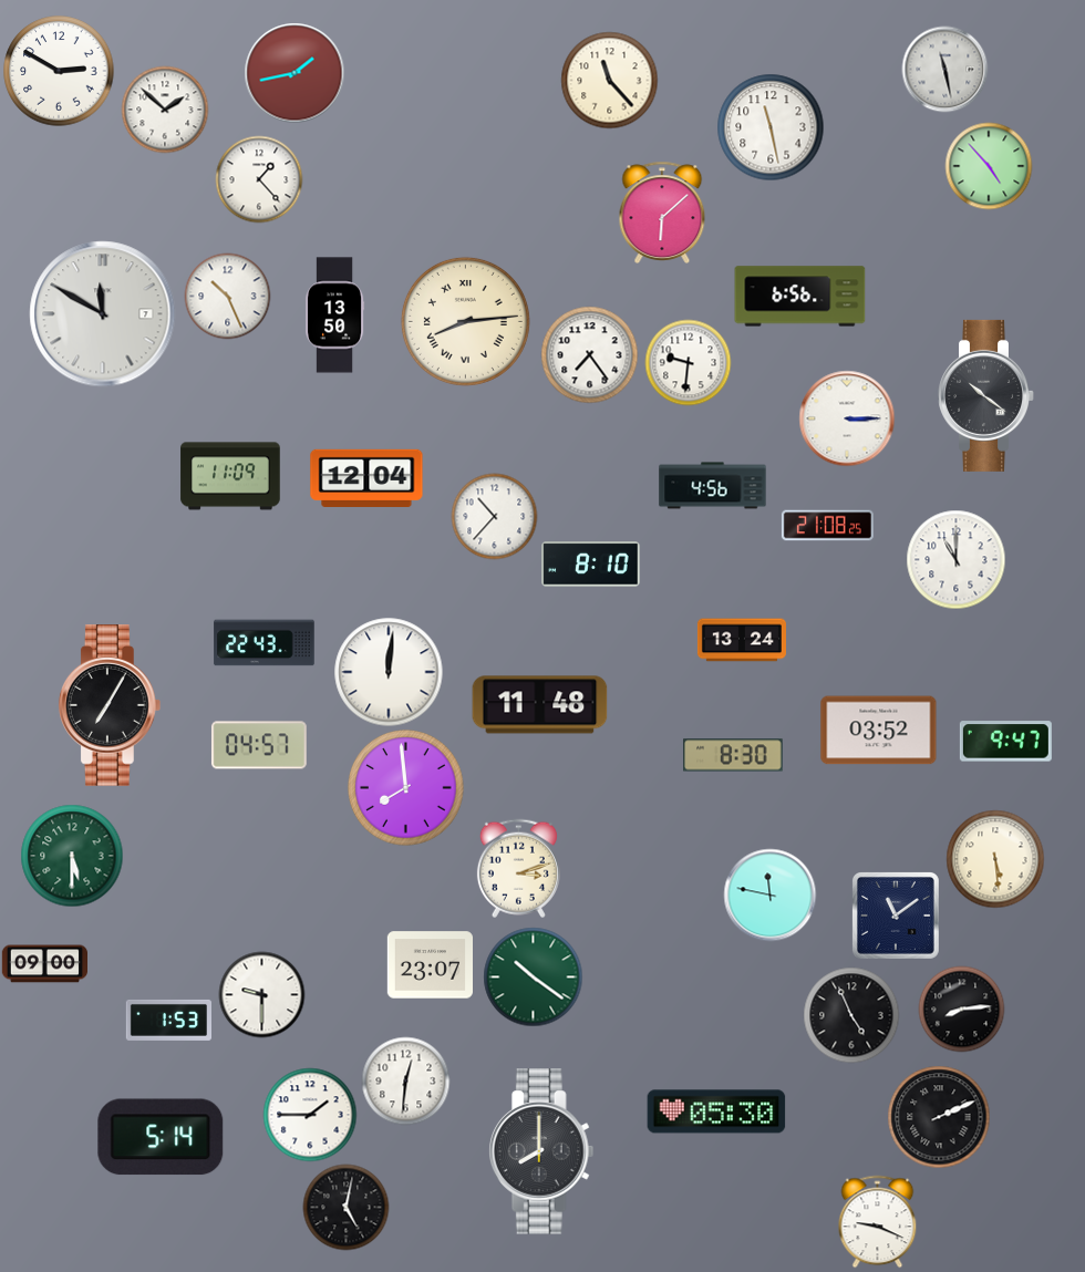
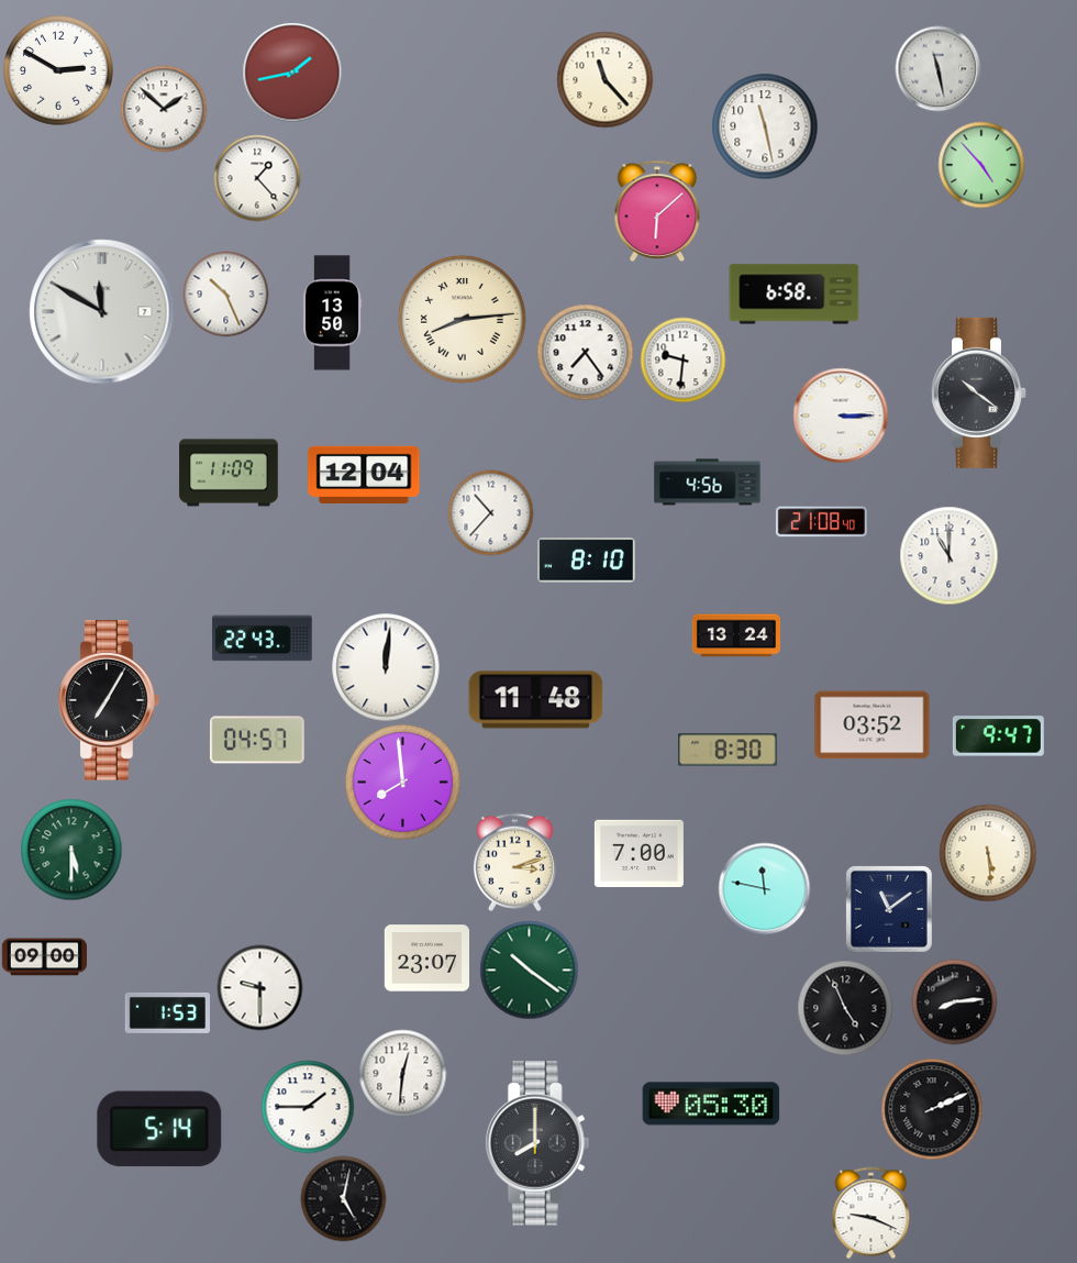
clock at (800, 297): 6:56 -> 6:58
clock at (827, 526): 21:08:25 -> 21:08:40
clock at (639, 853): none -> 7:00
